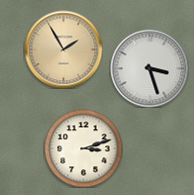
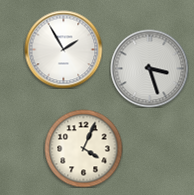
clock at (63, 49) dial: champagne -> white
clock at (83, 148): 3:12 -> 4:04
